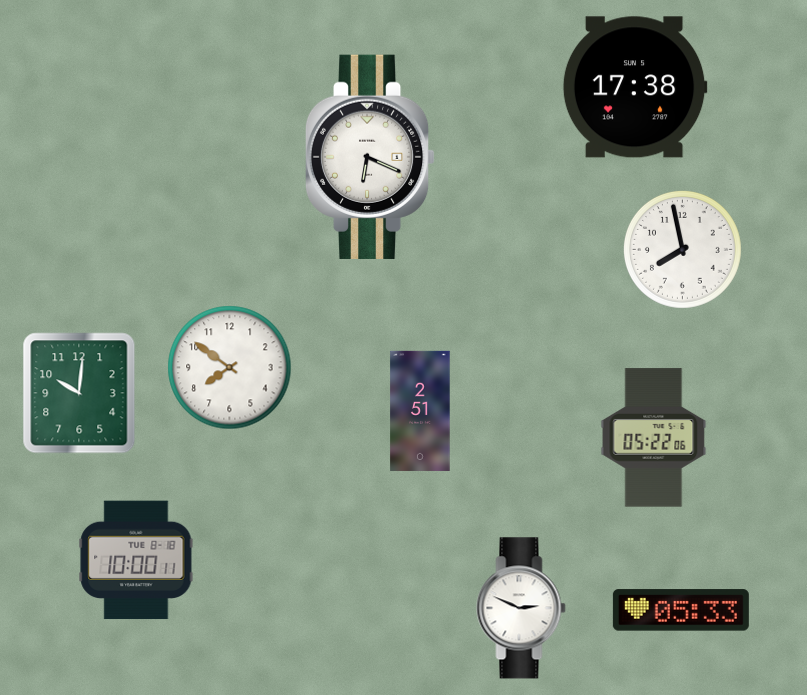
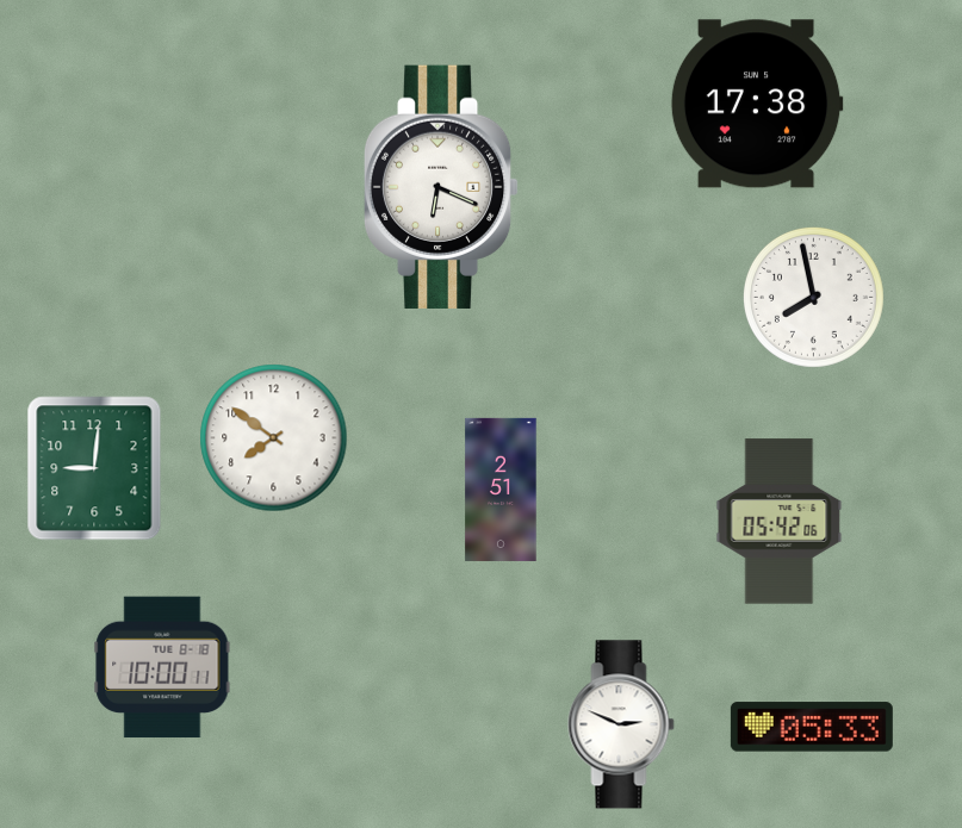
clock at (79, 393): 10:01 -> 9:01
clock at (654, 438): 05:22 -> 05:42
